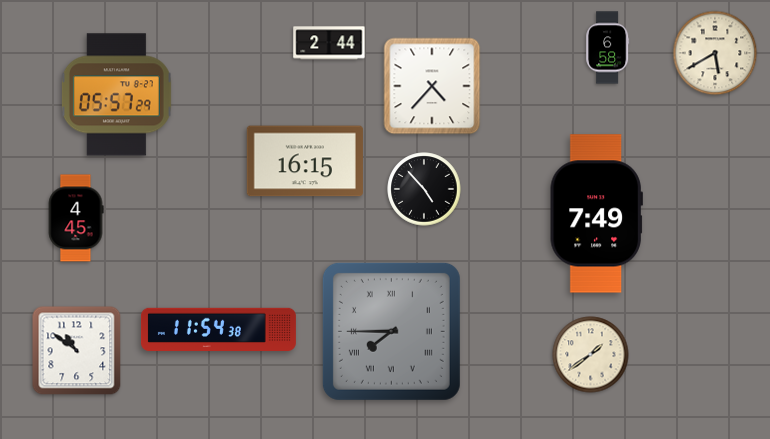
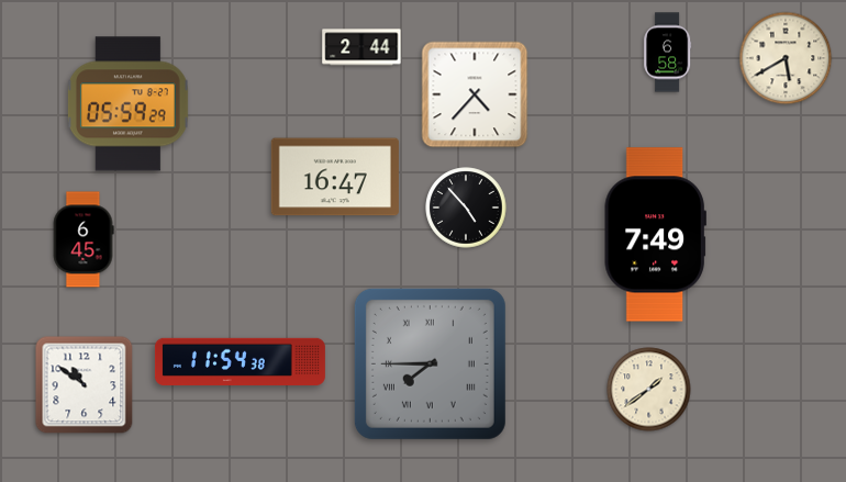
clock at (116, 95): 05:57 -> 05:59
clock at (305, 161): 16:15 -> 16:47
clock at (76, 218): 4:45 -> 6:45
